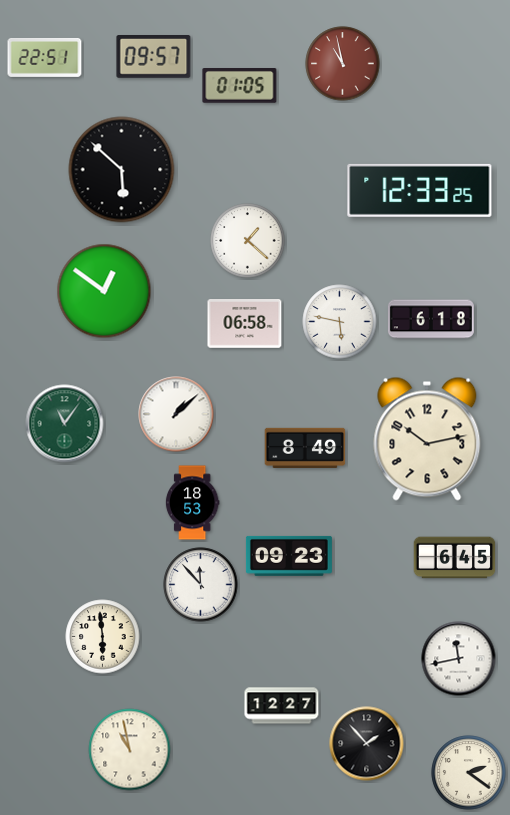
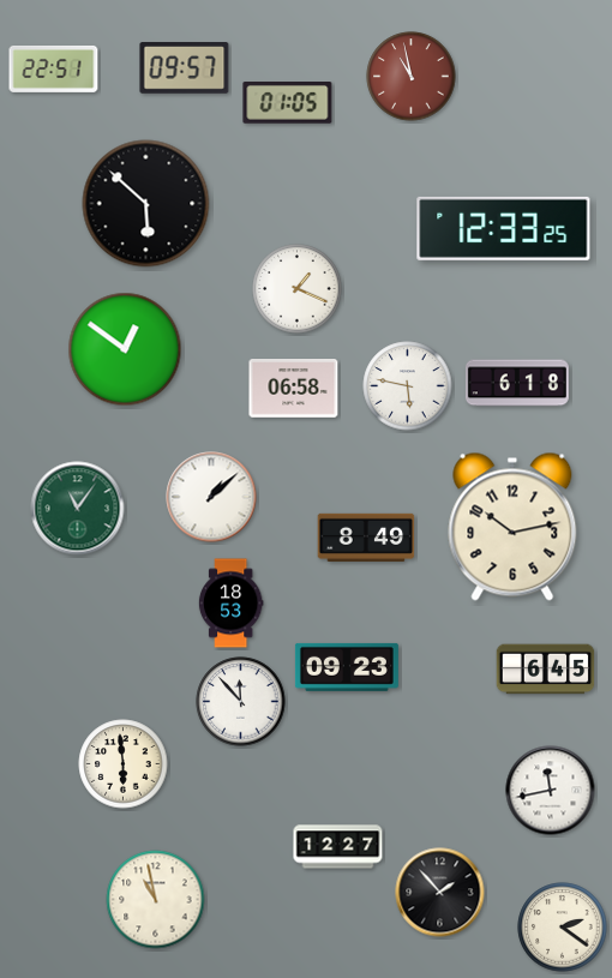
clock at (248, 241): 1:22 -> 1:19
